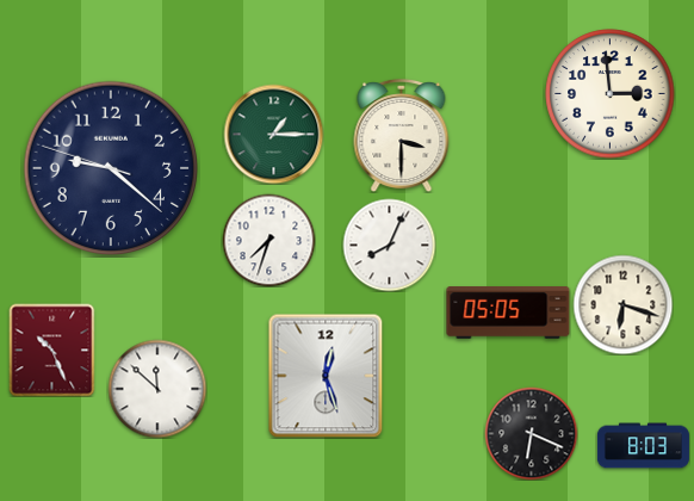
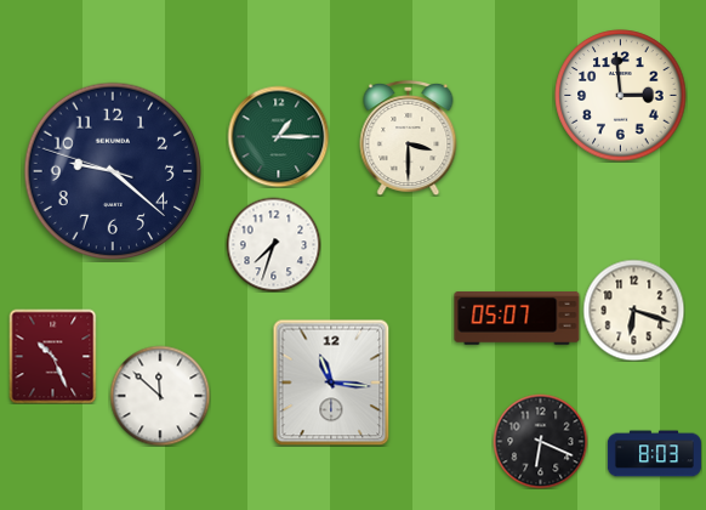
clock at (389, 245): 8:04 -> none
clock at (508, 313): 05:05 -> 05:07
clock at (326, 376): 12:27 -> 11:16
